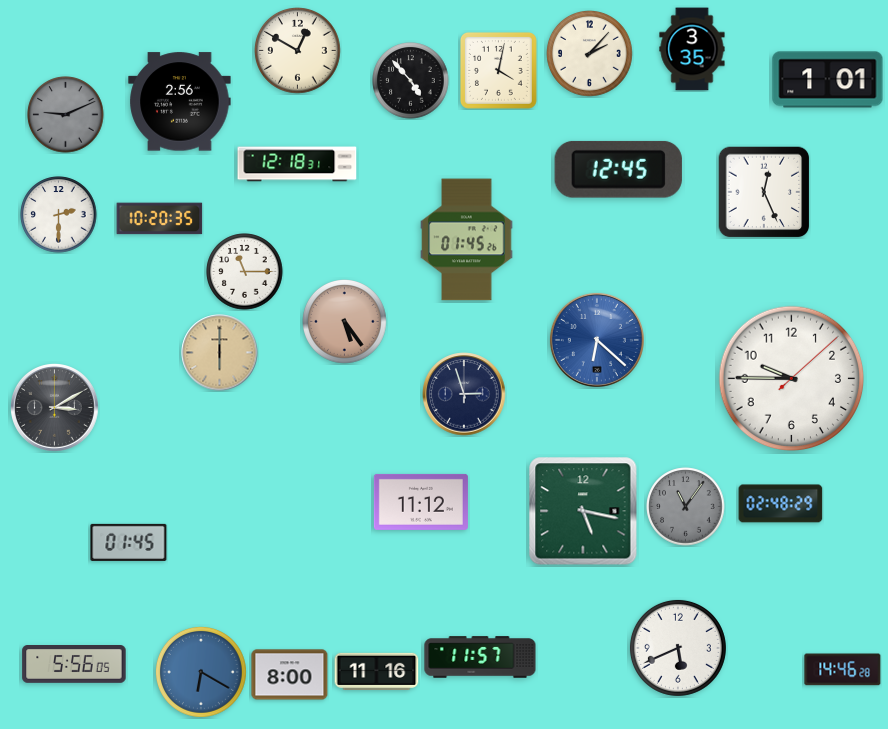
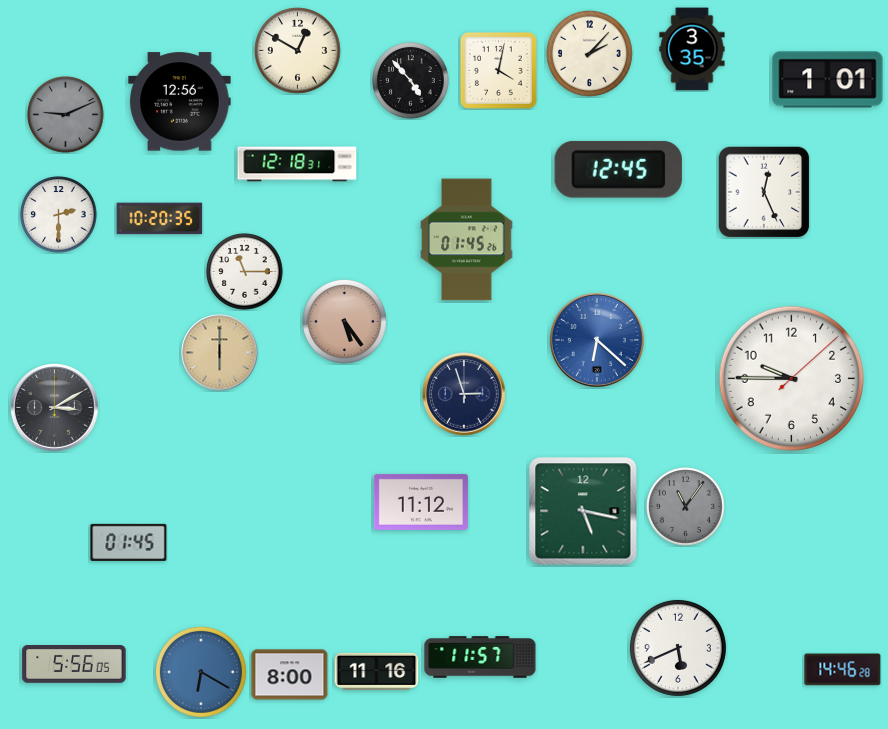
clock at (180, 102): 2:56 -> 12:56
clock at (781, 504): 02:48 -> none
